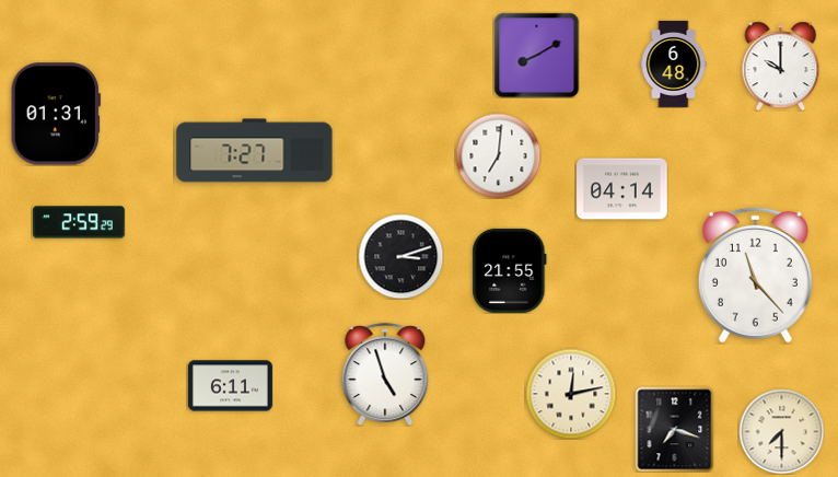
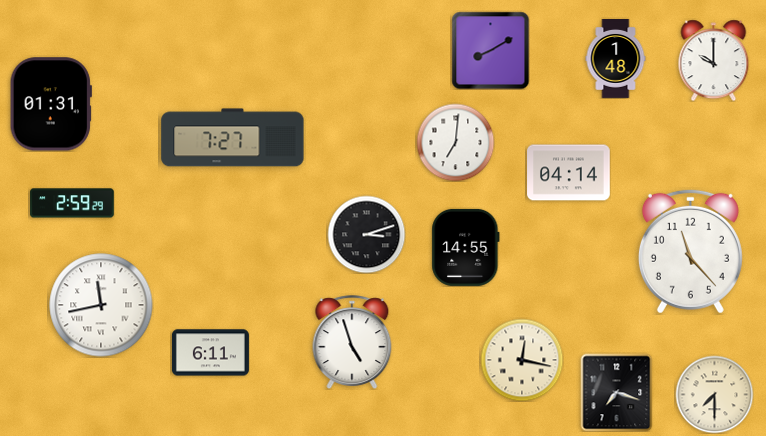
clock at (674, 63): 6:48 -> 1:48
clock at (510, 270): 21:55 -> 14:55
clock at (101, 305): none -> 11:43
clock at (571, 394): 12:13 -> 12:17
